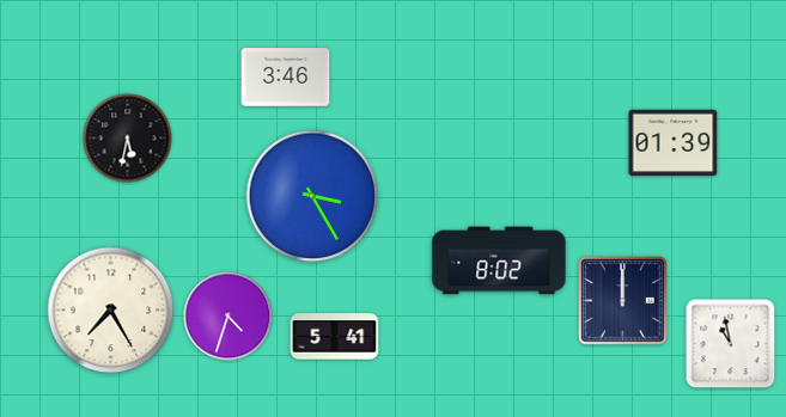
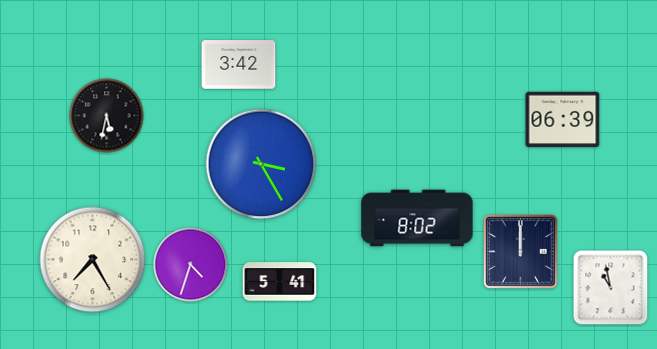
clock at (286, 78): 3:46 -> 3:42
clock at (674, 143): 01:39 -> 06:39
